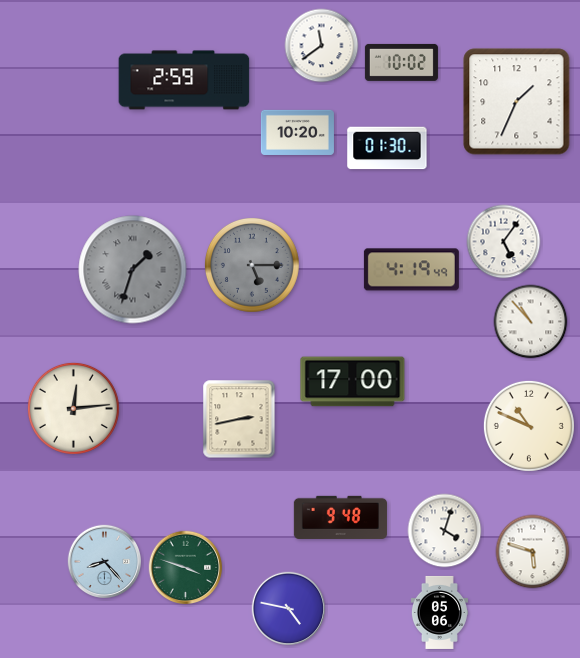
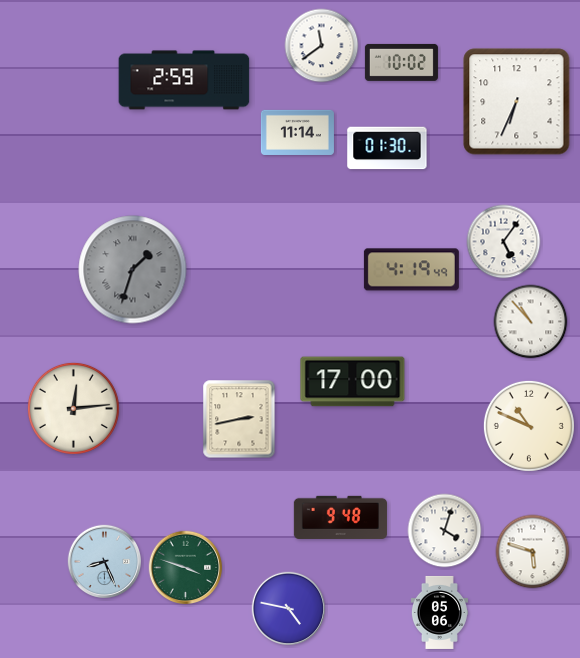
clock at (517, 102): 1:34 -> 6:34
clock at (297, 132): 10:20 -> 11:14
clock at (252, 265): 5:15 -> none
clock at (105, 562): 8:23 -> 8:26
